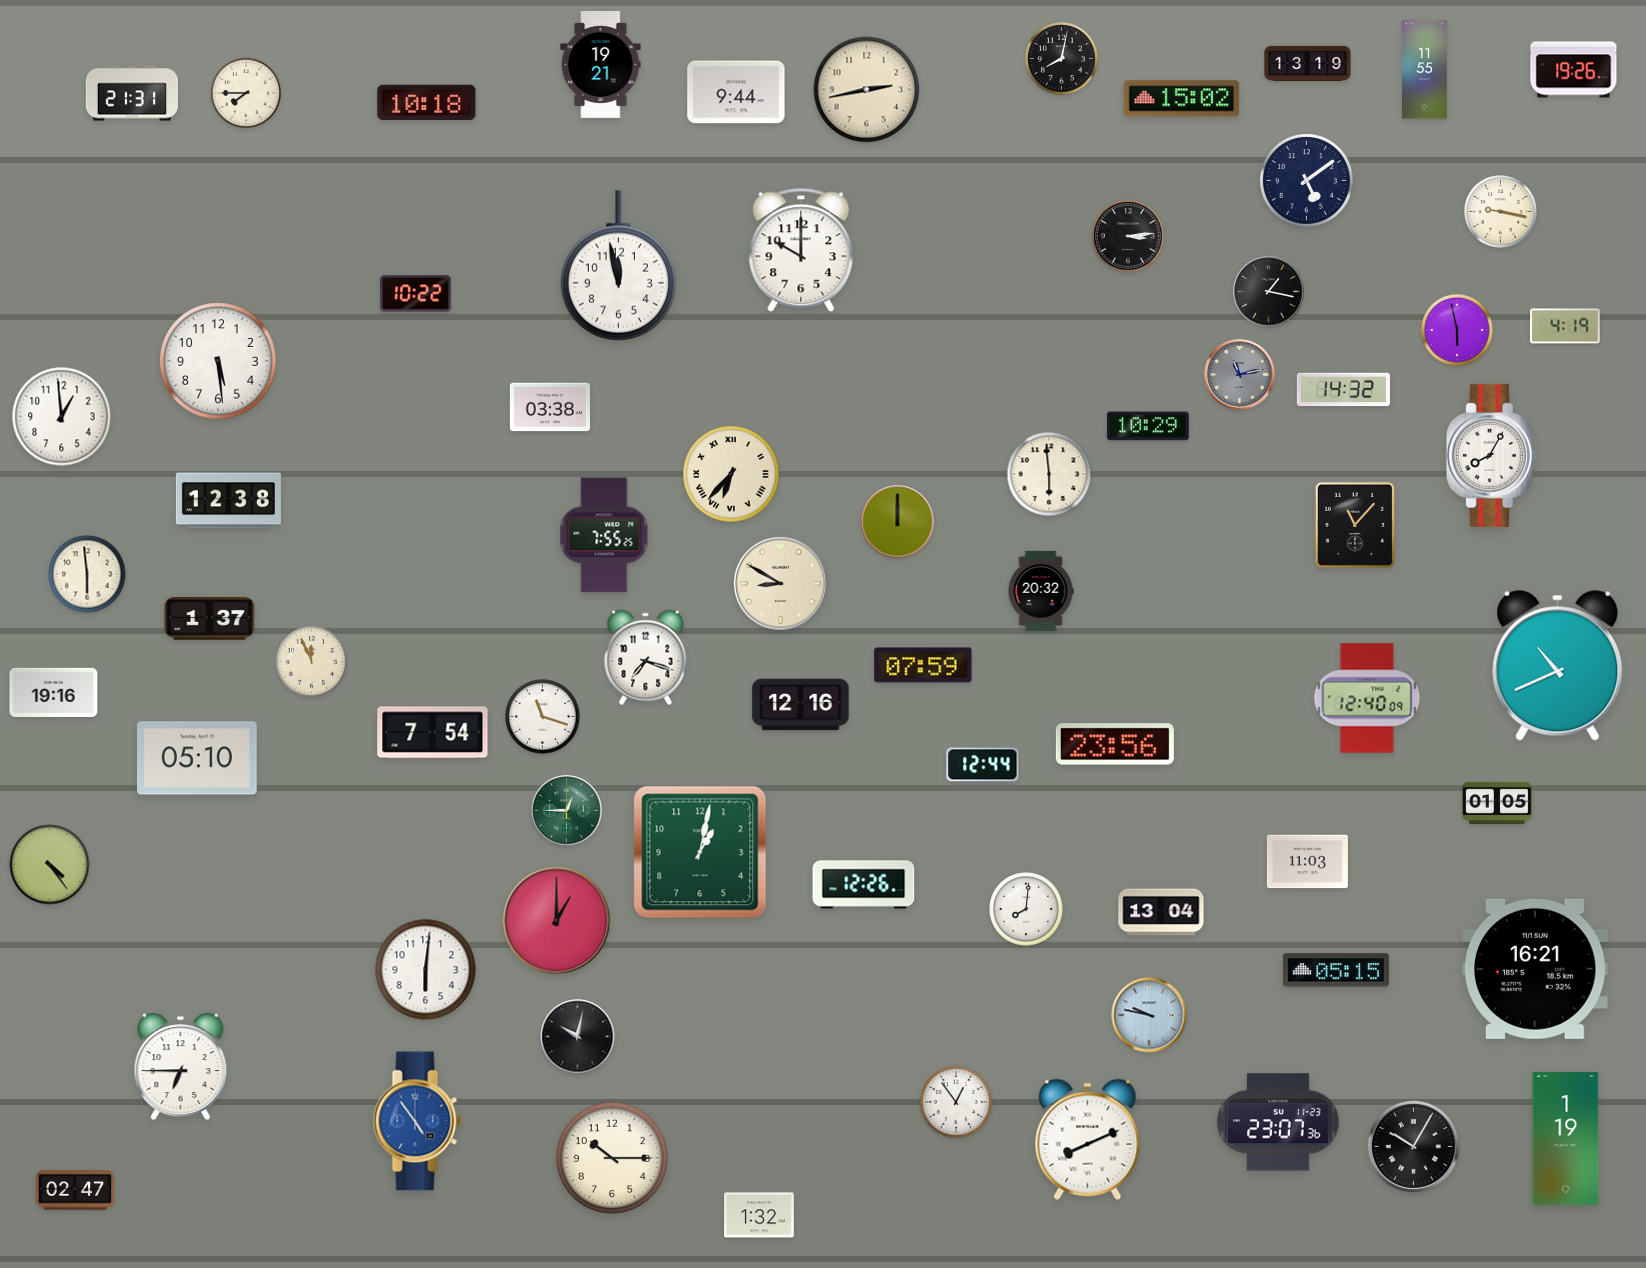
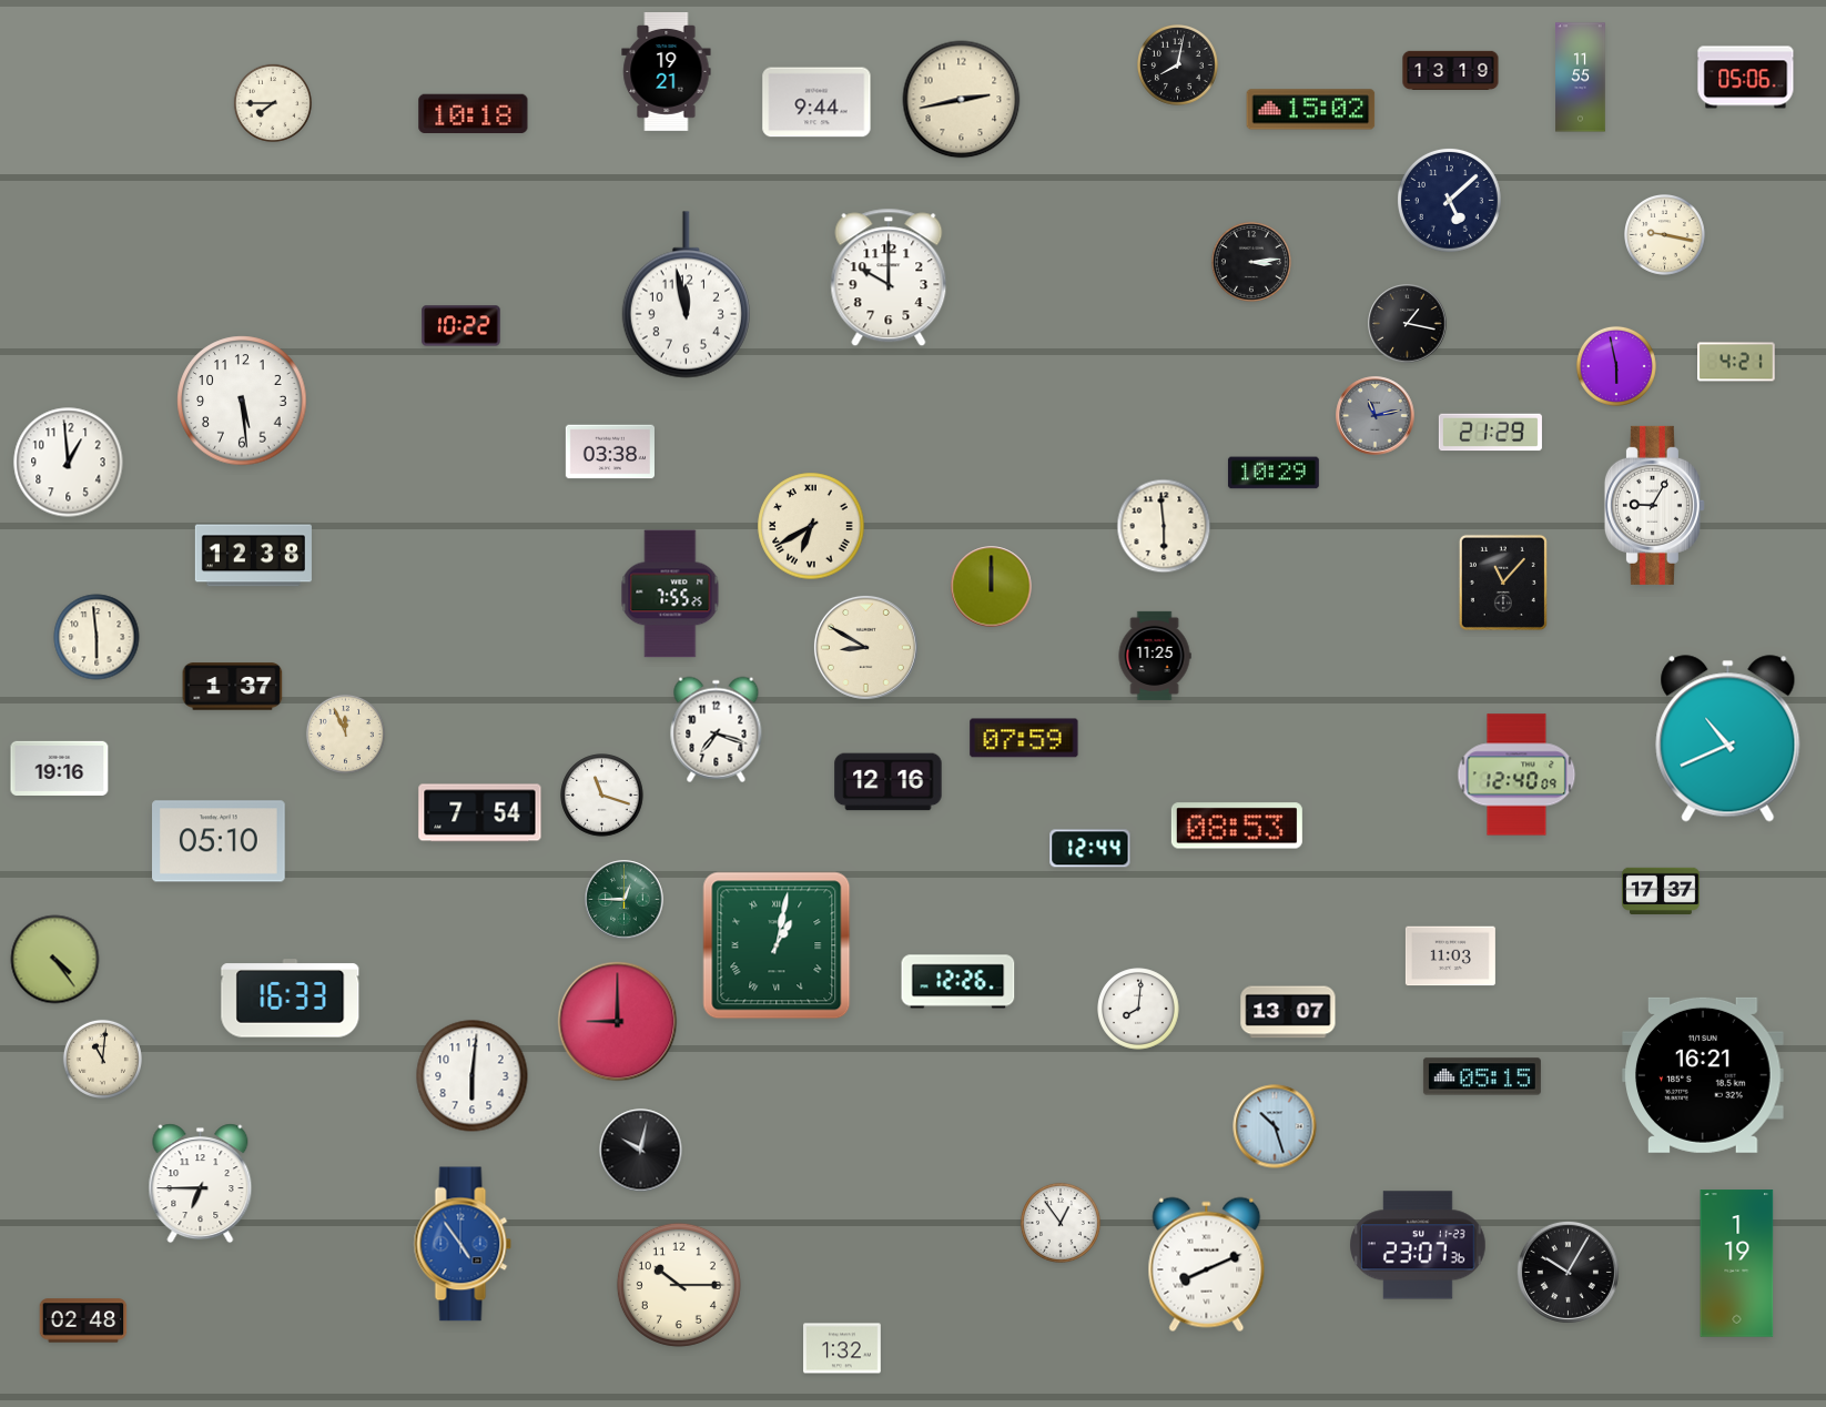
clock at (1574, 70): 19:26 -> 05:06
clock at (131, 93): 21:31 -> none
clock at (1307, 181): 5:09 -> 5:08
clock at (1566, 326): 4:19 -> 4:21
clock at (1343, 390): 14:32 -> 21:29
clock at (1491, 455): 8:05 -> 9:05
clock at (731, 474): 6:37 -> 6:40
clock at (898, 522) position: (898, 522) -> (992, 587)
clock at (1041, 591): 20:32 -> 11:25
clock at (1115, 744): 23:56 -> 08:53
clock at (1497, 802): 01:05 -> 17:37
clock at (567, 811) position: (567, 811) -> (625, 900)
clock at (700, 852) numerals: Arabic -> Roman
clock at (291, 999): none -> 16:33
clock at (1161, 912): 13:04 -> 13:07
clock at (557, 921): 1:00 -> 9:00
clock at (102, 1059): none -> 11:01
clock at (1149, 1015): 9:47 -> 10:27
clock at (75, 1190): 02:47 -> 02:48
